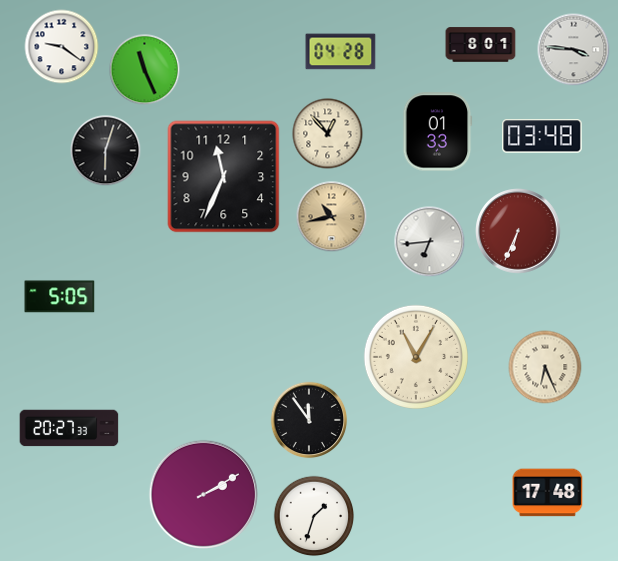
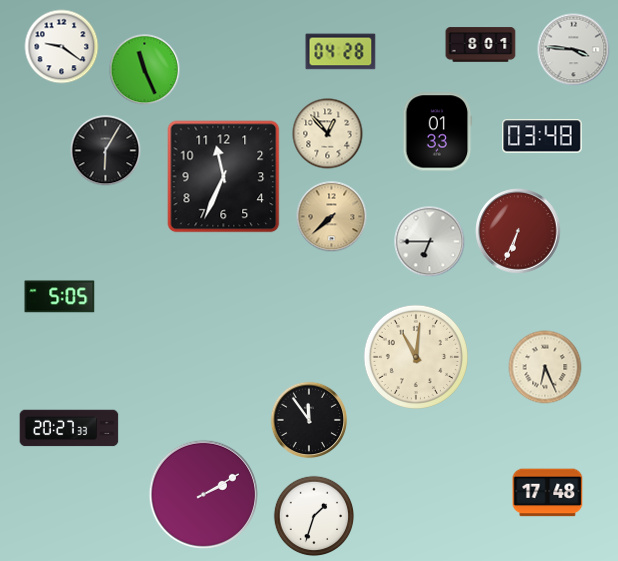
clock at (106, 151): 6:03 -> 6:05
clock at (332, 217): 10:43 -> 7:38
clock at (430, 242): 6:44 -> 6:45
clock at (416, 357): 11:05 -> 11:01
